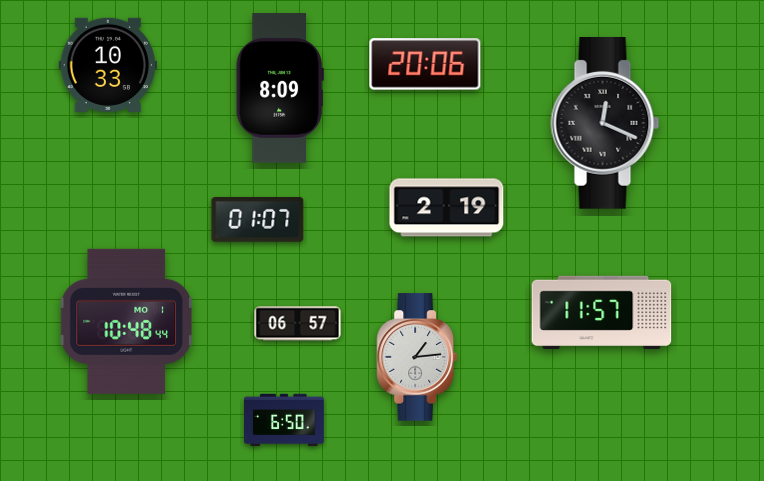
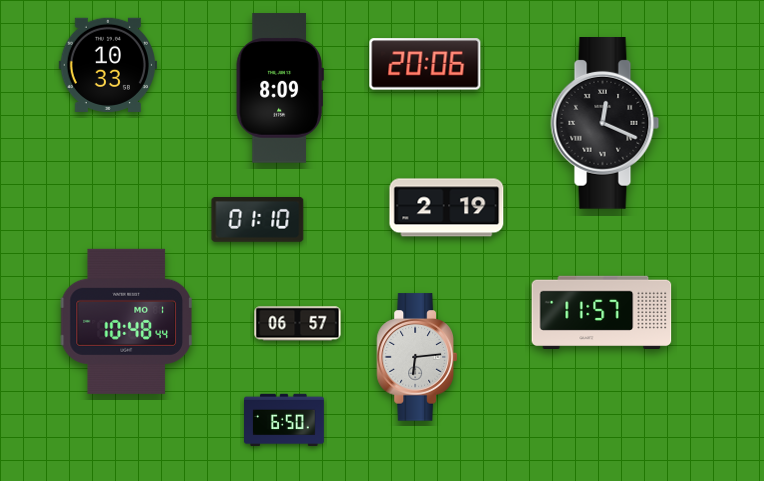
clock at (258, 220): 01:07 -> 01:10
clock at (416, 357): 1:14 -> 6:14
